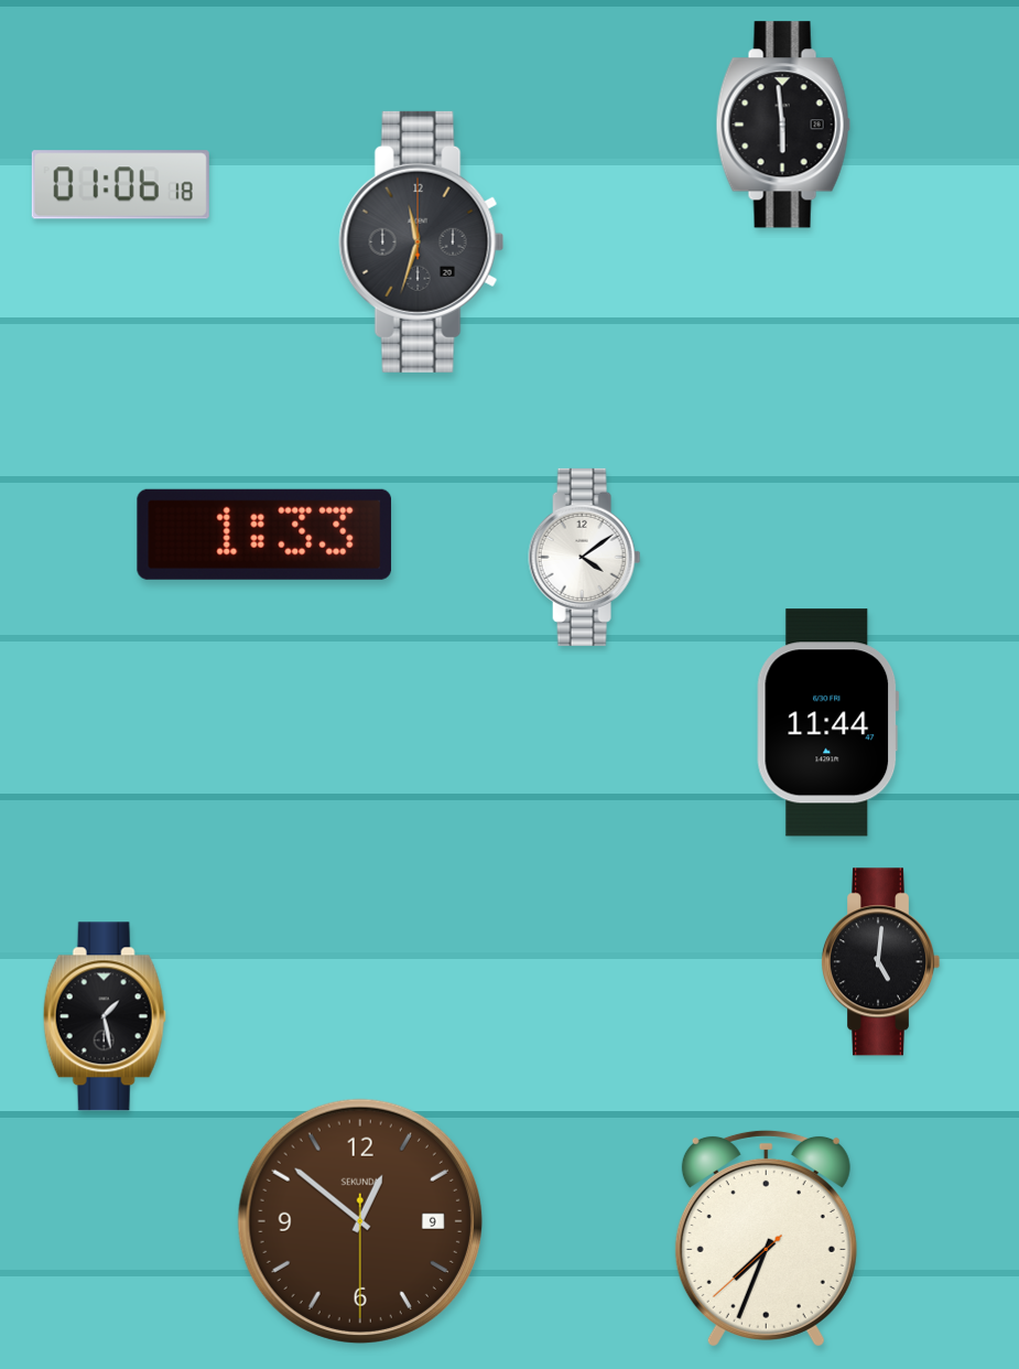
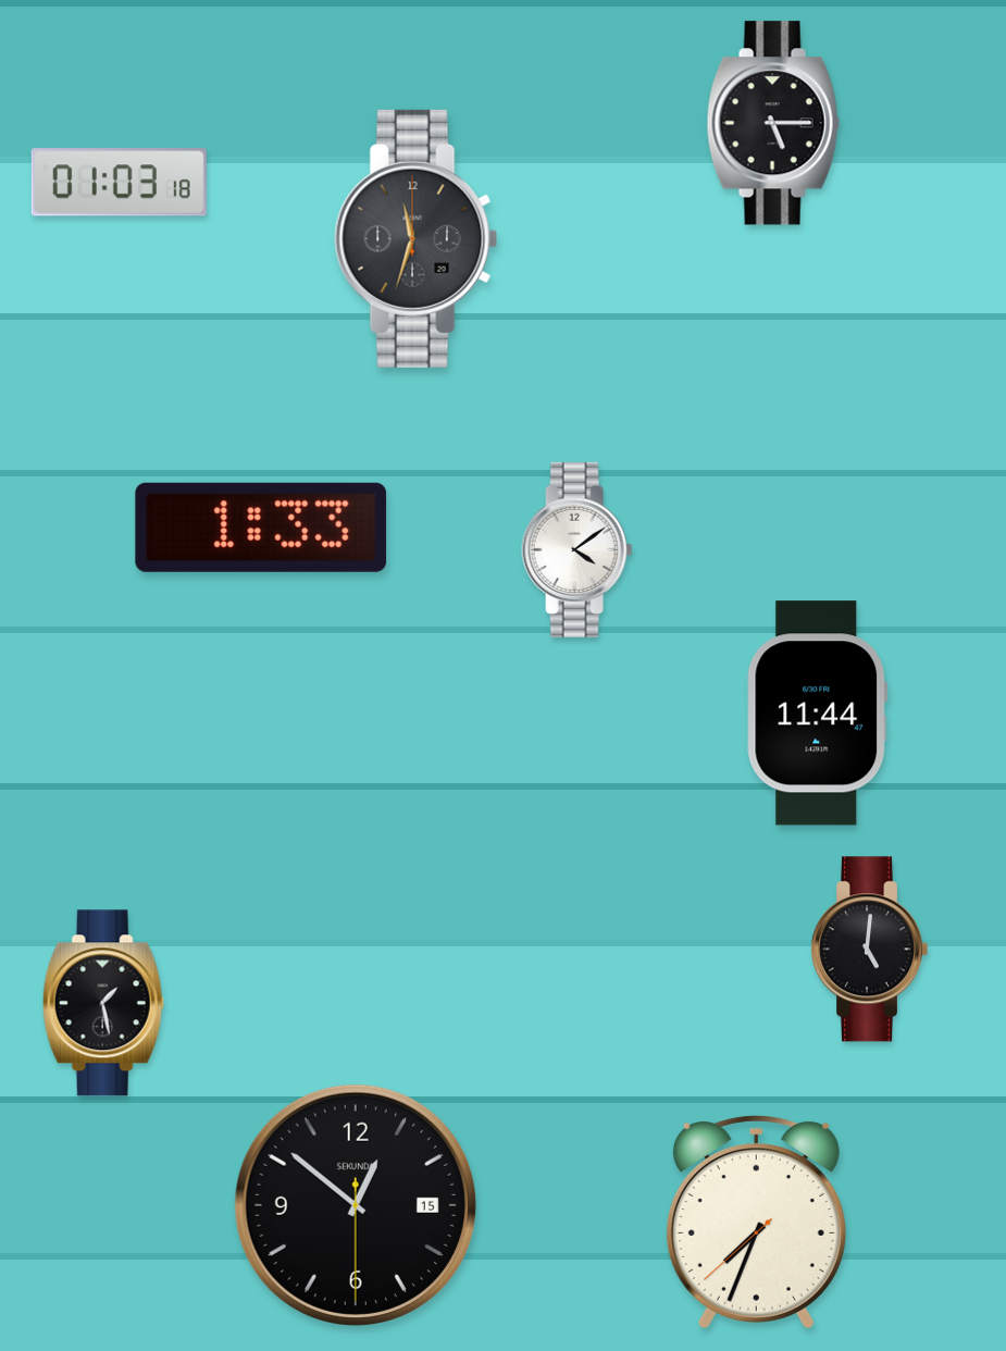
clock at (783, 125): 5:59 -> 5:15
clock at (120, 185): 01:06 -> 01:03
clock at (360, 1221) date: 9 -> 15
clock at (360, 1221) dial: brown -> black
